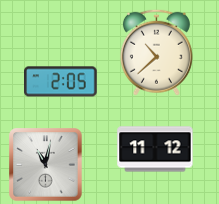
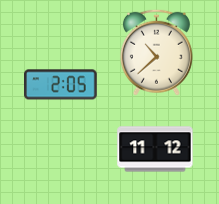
clock at (61, 82) position: (61, 82) -> (61, 85)
clock at (46, 165): 11:02 -> none
